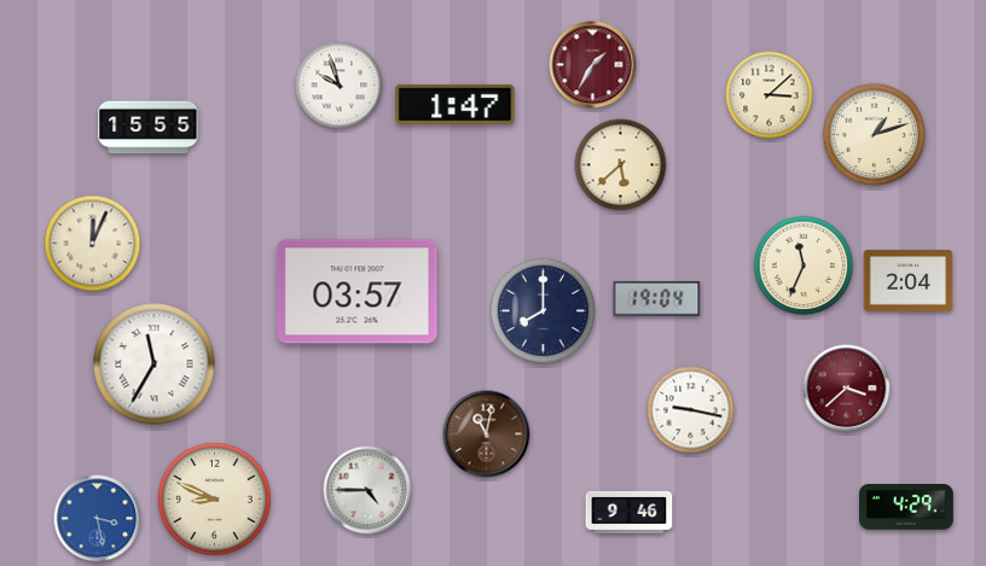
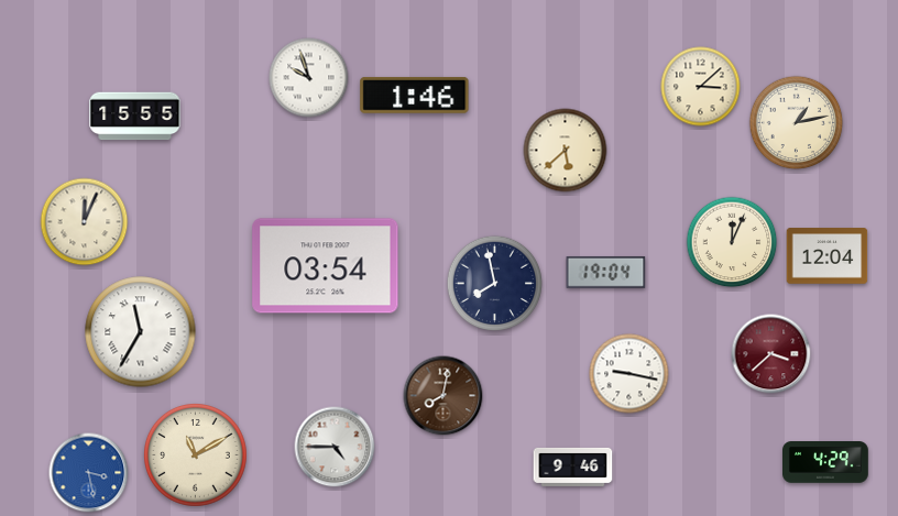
clock at (593, 65): 1:35 -> none
clock at (456, 104): 1:47 -> 1:46
clock at (875, 135): 1:12 -> 1:13
clock at (804, 266): 11:34 -> 12:04
clock at (909, 281): 2:04 -> 12:04
clock at (358, 292): 03:57 -> 03:54
clock at (657, 298) position: (657, 298) -> (606, 272)
clock at (544, 311): 8:00 -> 7:58
clock at (487, 434): 11:02 -> 8:02
clock at (215, 500): 8:49 -> 11:10
